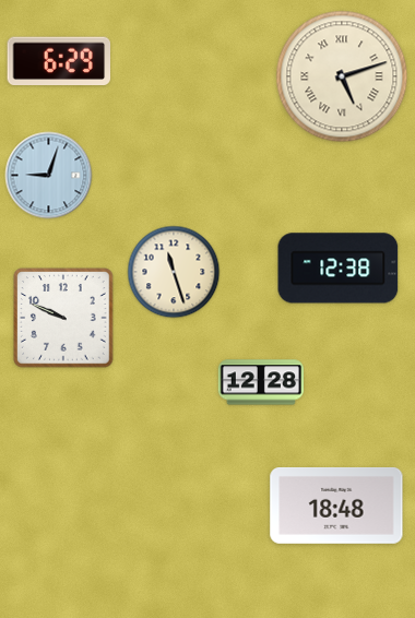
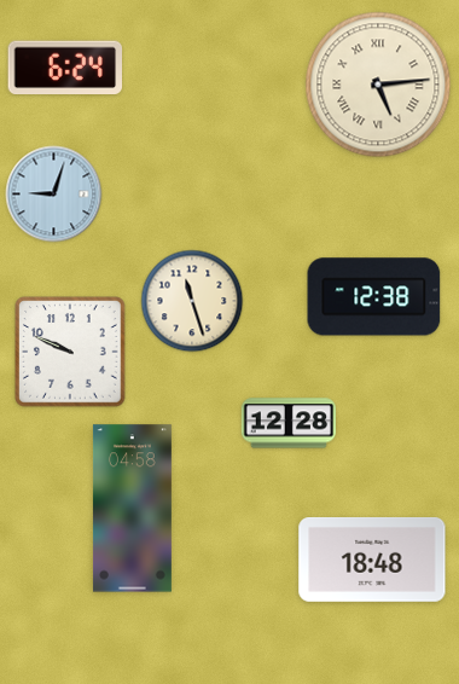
clock at (58, 60): 6:29 -> 6:24
clock at (342, 76): 5:12 -> 5:14
clock at (132, 509): none -> 04:58
